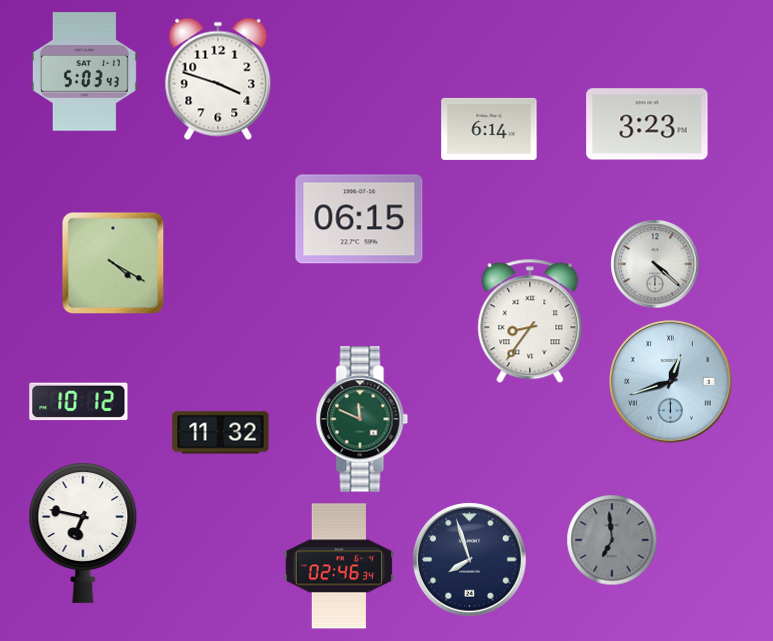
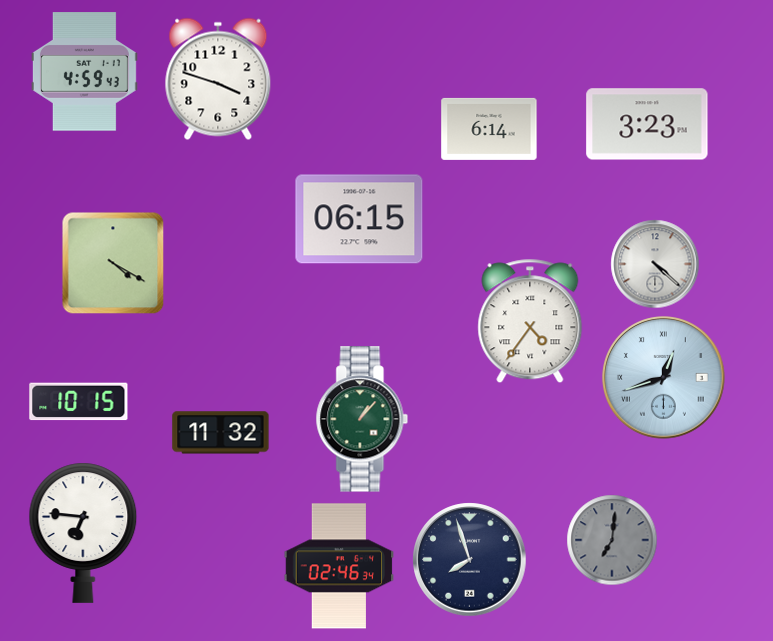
clock at (84, 72): 5:03 -> 4:59
clock at (530, 321): 8:36 -> 4:36
clock at (671, 382) position: (671, 382) -> (664, 378)
clock at (79, 402): 10:12 -> 10:15
clock at (362, 419): 11:49 -> 1:07
clock at (83, 533): 6:47 -> 6:46
clock at (612, 540): 6:59 -> 7:01
